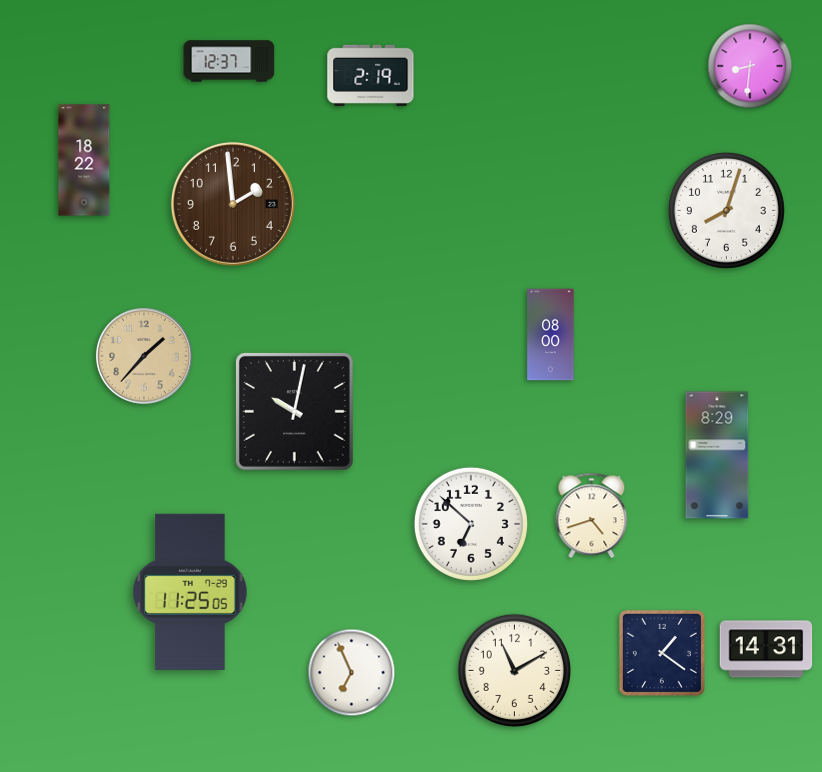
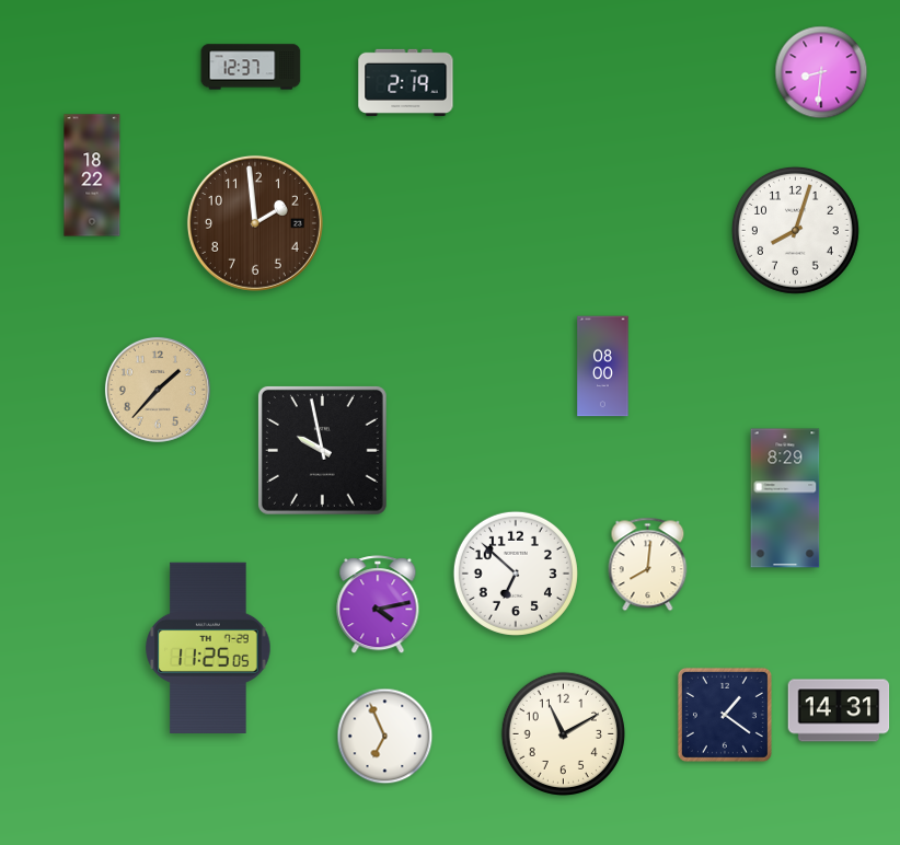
clock at (294, 411): 10:02 -> 9:58
clock at (592, 516): 4:42 -> 8:01
clock at (378, 605): none -> 4:13
